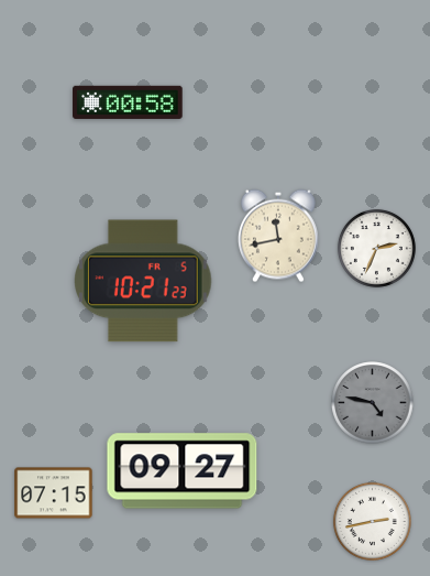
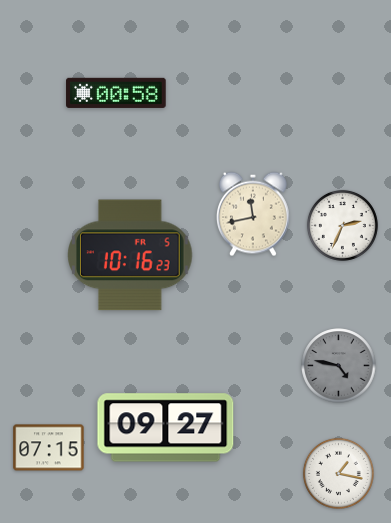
clock at (143, 281): 10:21 -> 10:16
clock at (372, 521): 2:43 -> 1:17
